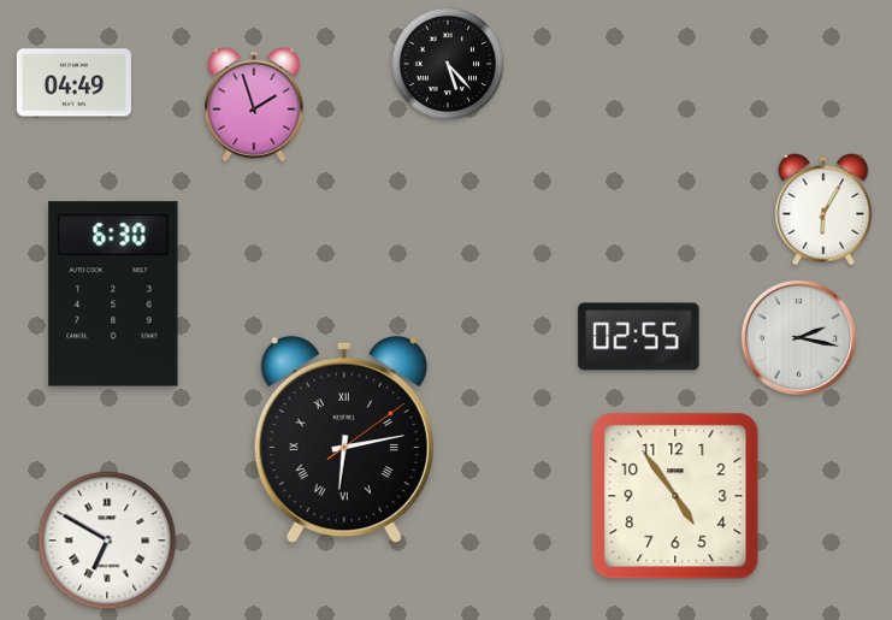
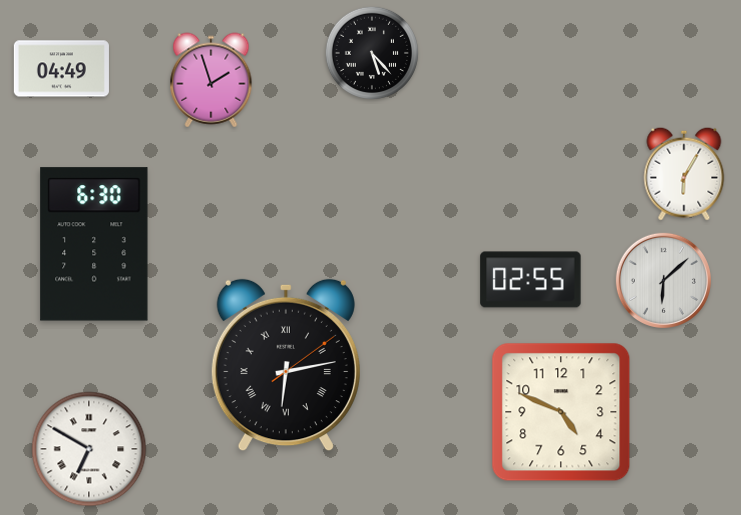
clock at (254, 105) position: (254, 105) -> (211, 80)
clock at (798, 337): 2:17 -> 6:08
clock at (675, 496): 4:54 -> 4:49
